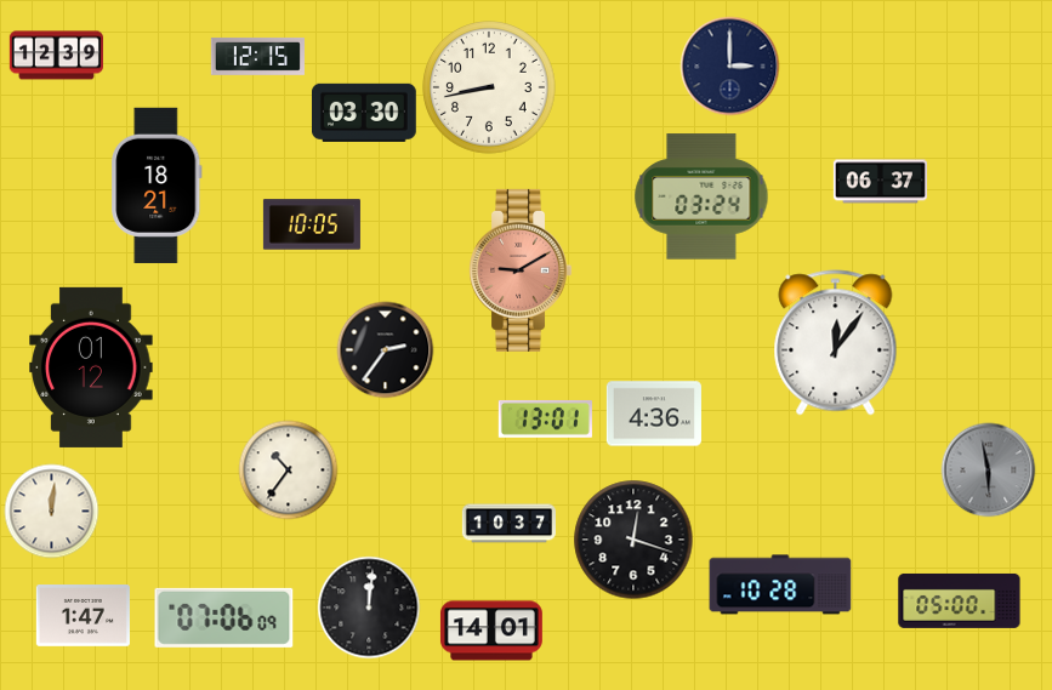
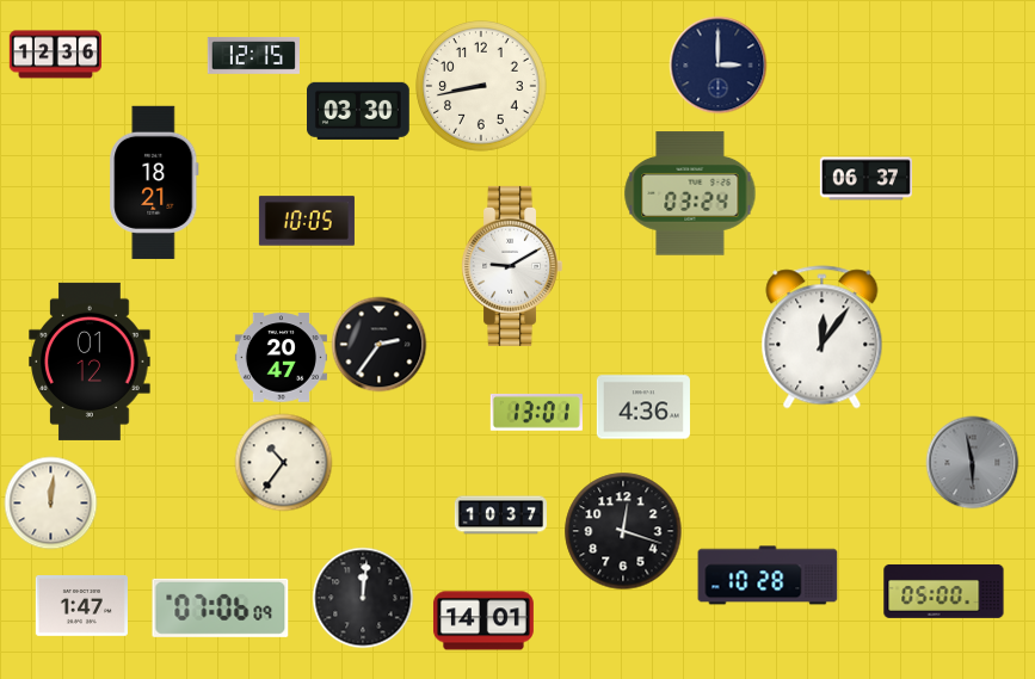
clock at (56, 56): 12:39 -> 12:36
clock at (521, 270) dial: salmon -> white
clock at (281, 358): none -> 20:47
